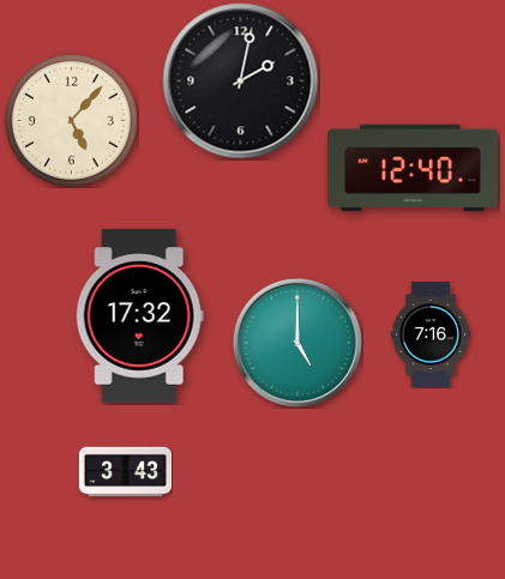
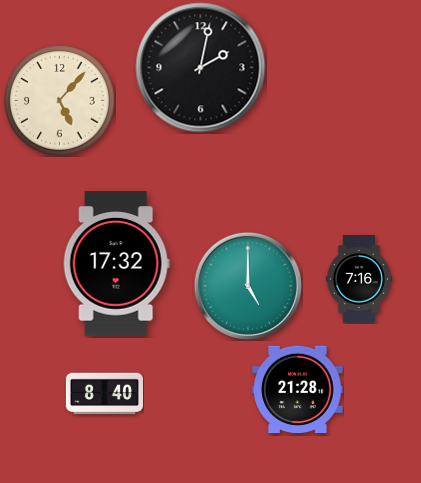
clock at (413, 168): 12:40 -> none
clock at (298, 389): none -> 21:28
clock at (125, 472): 3:43 -> 8:40
